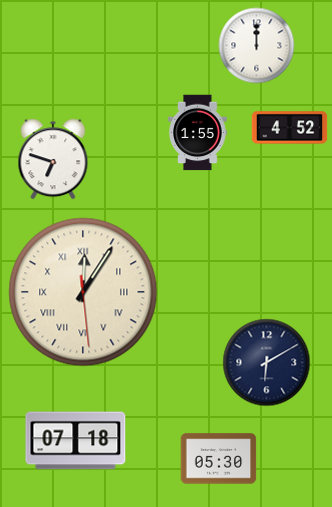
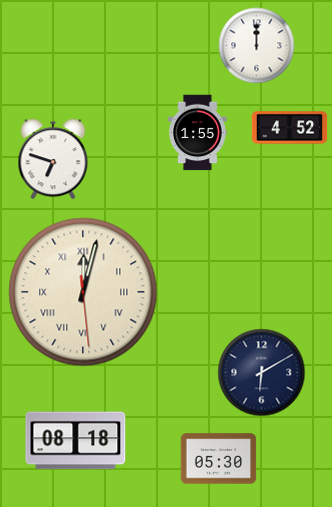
clock at (83, 292): 12:05 -> 12:02
clock at (267, 363) position: (267, 363) -> (262, 373)
clock at (76, 441): 07:18 -> 08:18
